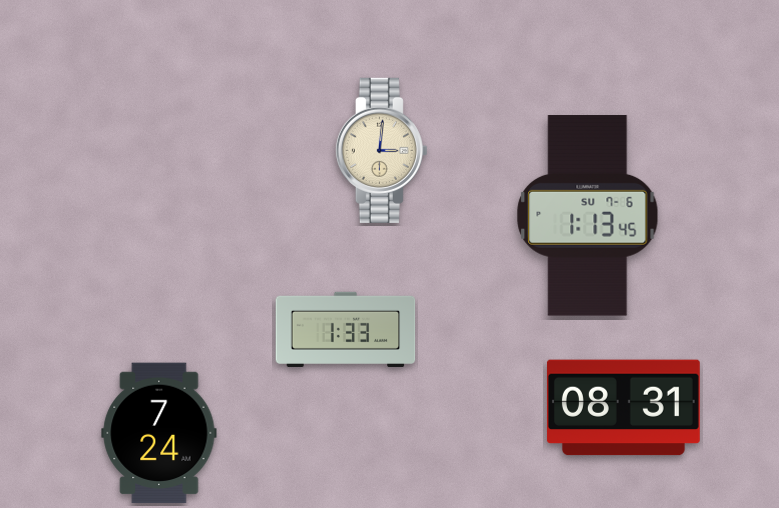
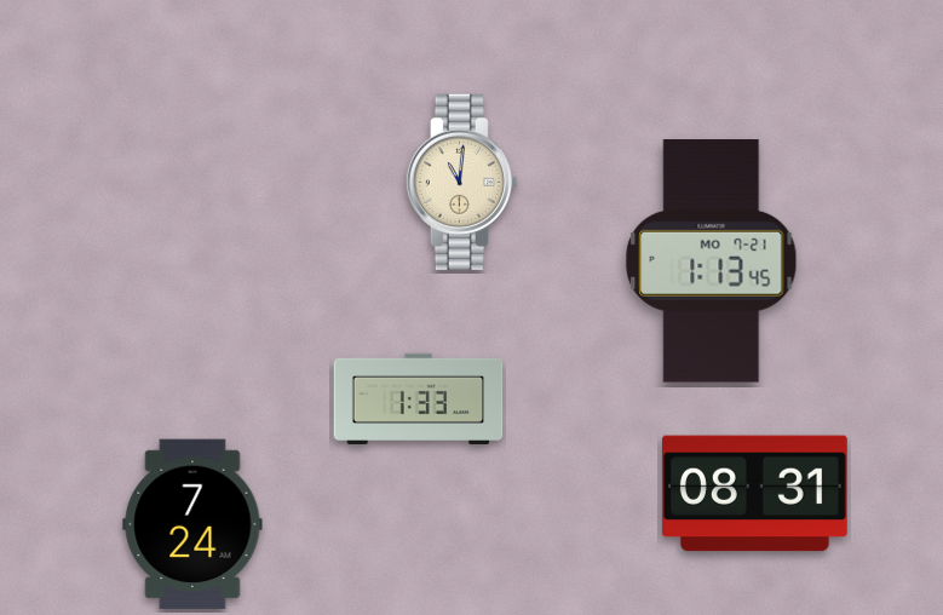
clock at (381, 150): 3:01 -> 11:01
clock at (588, 216) date: SU 7-6 -> MO 7-21
